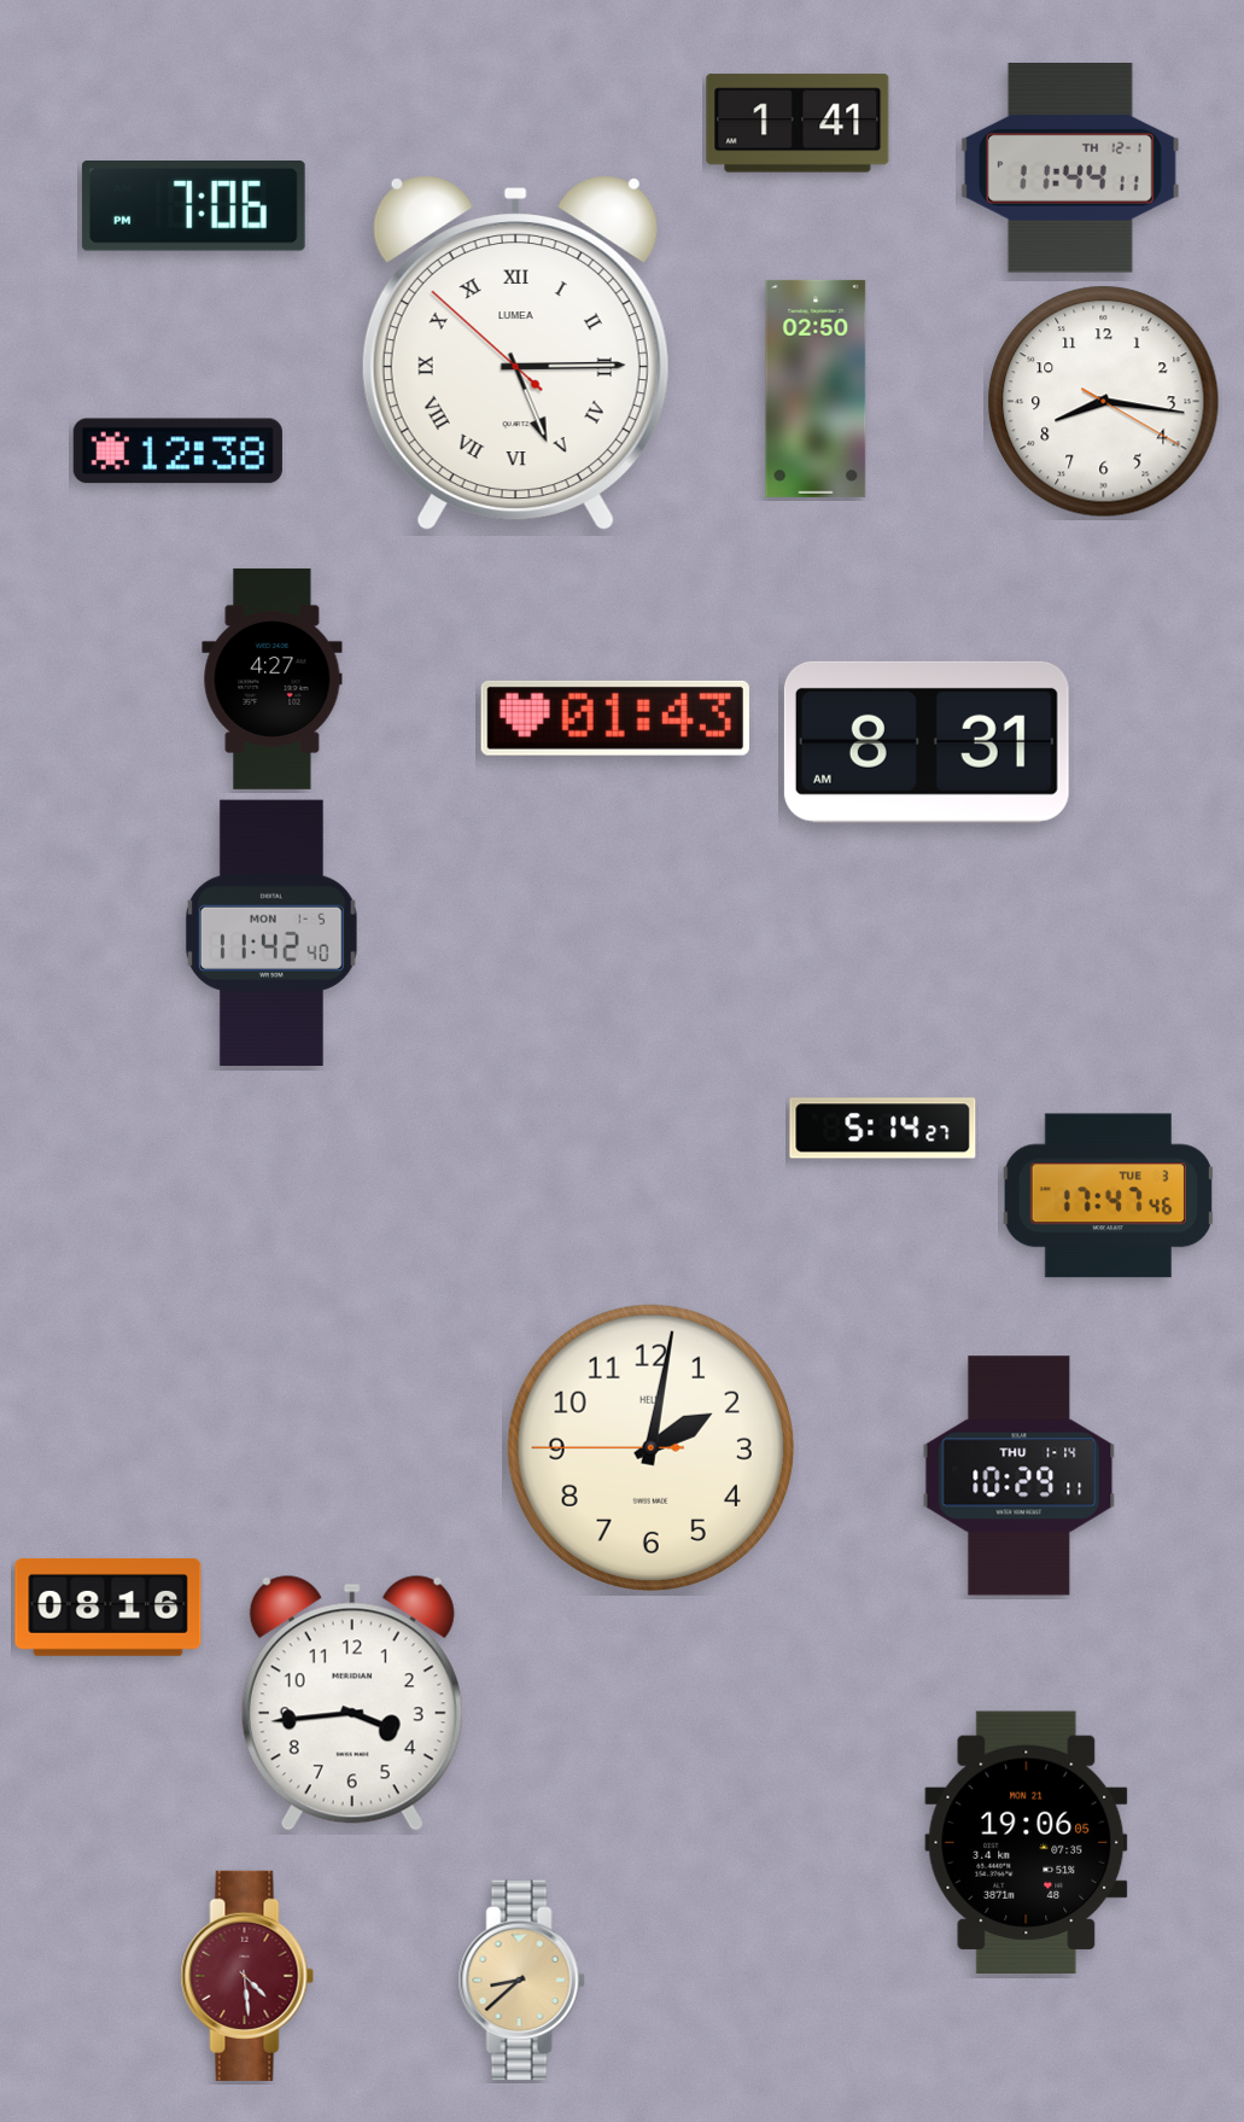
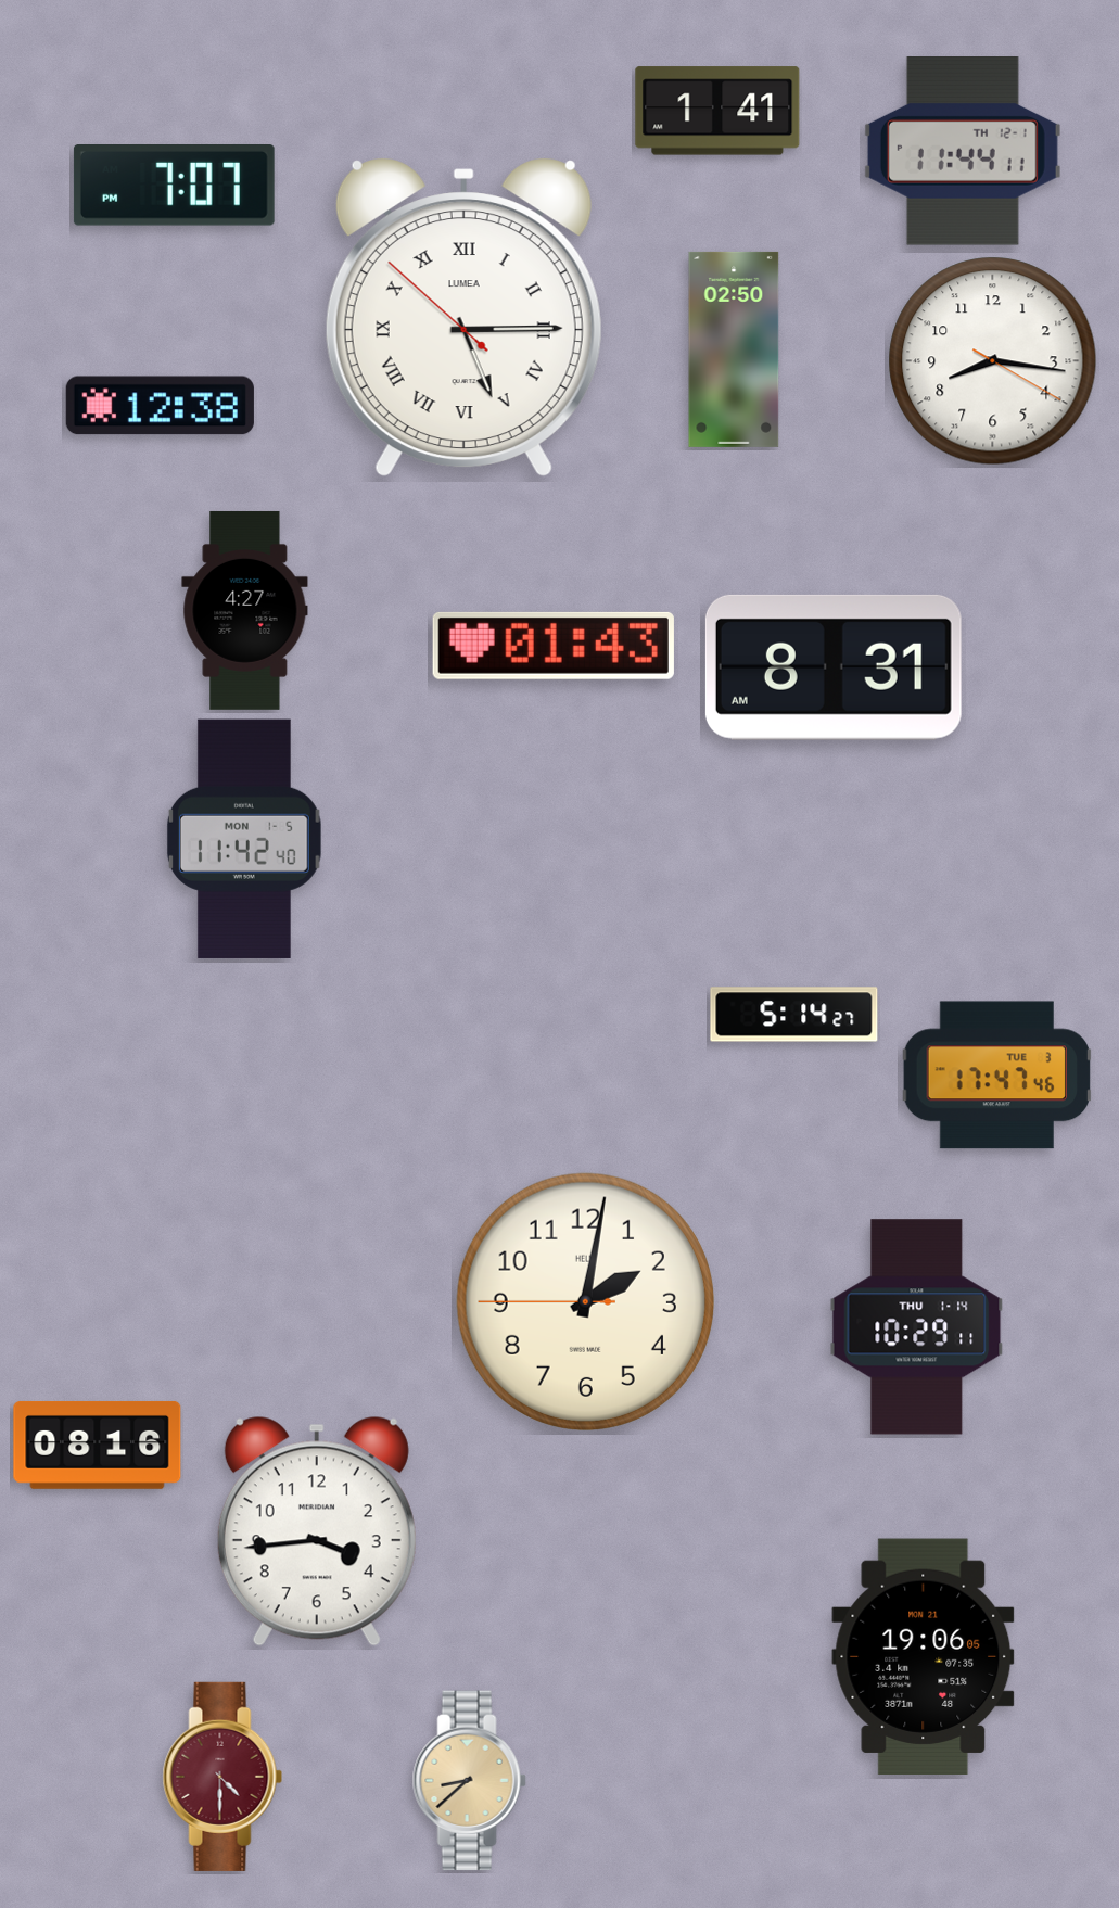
clock at (193, 206): 7:06 -> 7:07
clock at (247, 1976): 4:29 -> 4:30
